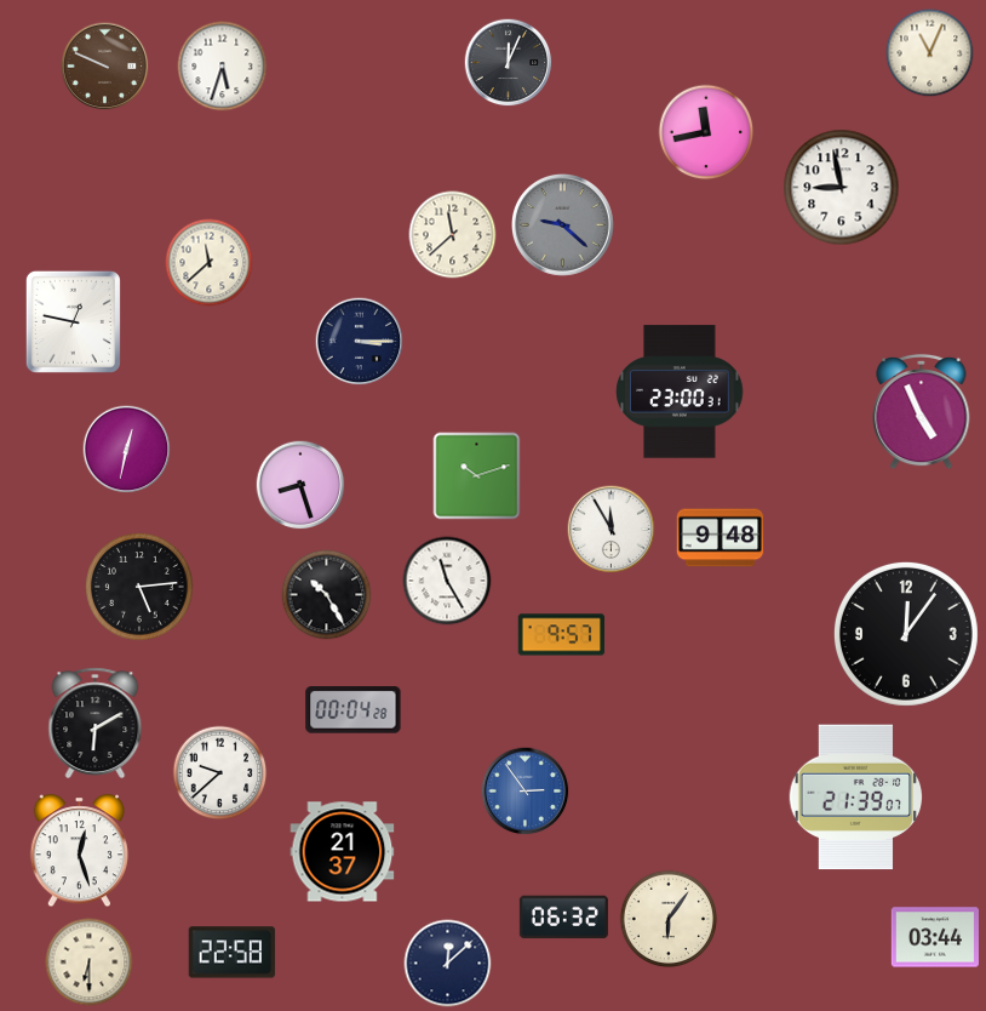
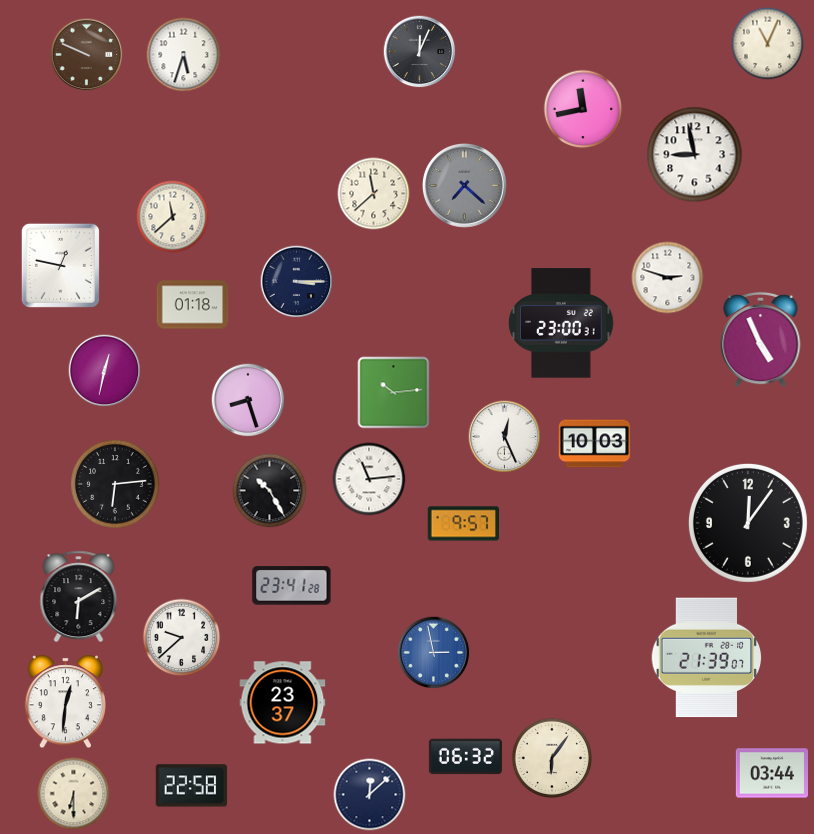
clock at (563, 225): 9:22 -> 7:22
clock at (668, 278): none -> 2:48
clock at (193, 305): none -> 01:18
clock at (477, 476): 10:12 -> 10:14
clock at (612, 530): 11:55 -> 12:26
clock at (721, 538): 9:48 -> 10:03
clock at (447, 581): 11:25 -> 11:14
clock at (139, 587): 5:14 -> 6:14
clock at (354, 710): 00:04 -> 23:41
clock at (526, 792): 2:54 -> 2:58
clock at (79, 851): 12:27 -> 12:31
clock at (343, 852): 21:37 -> 23:37
